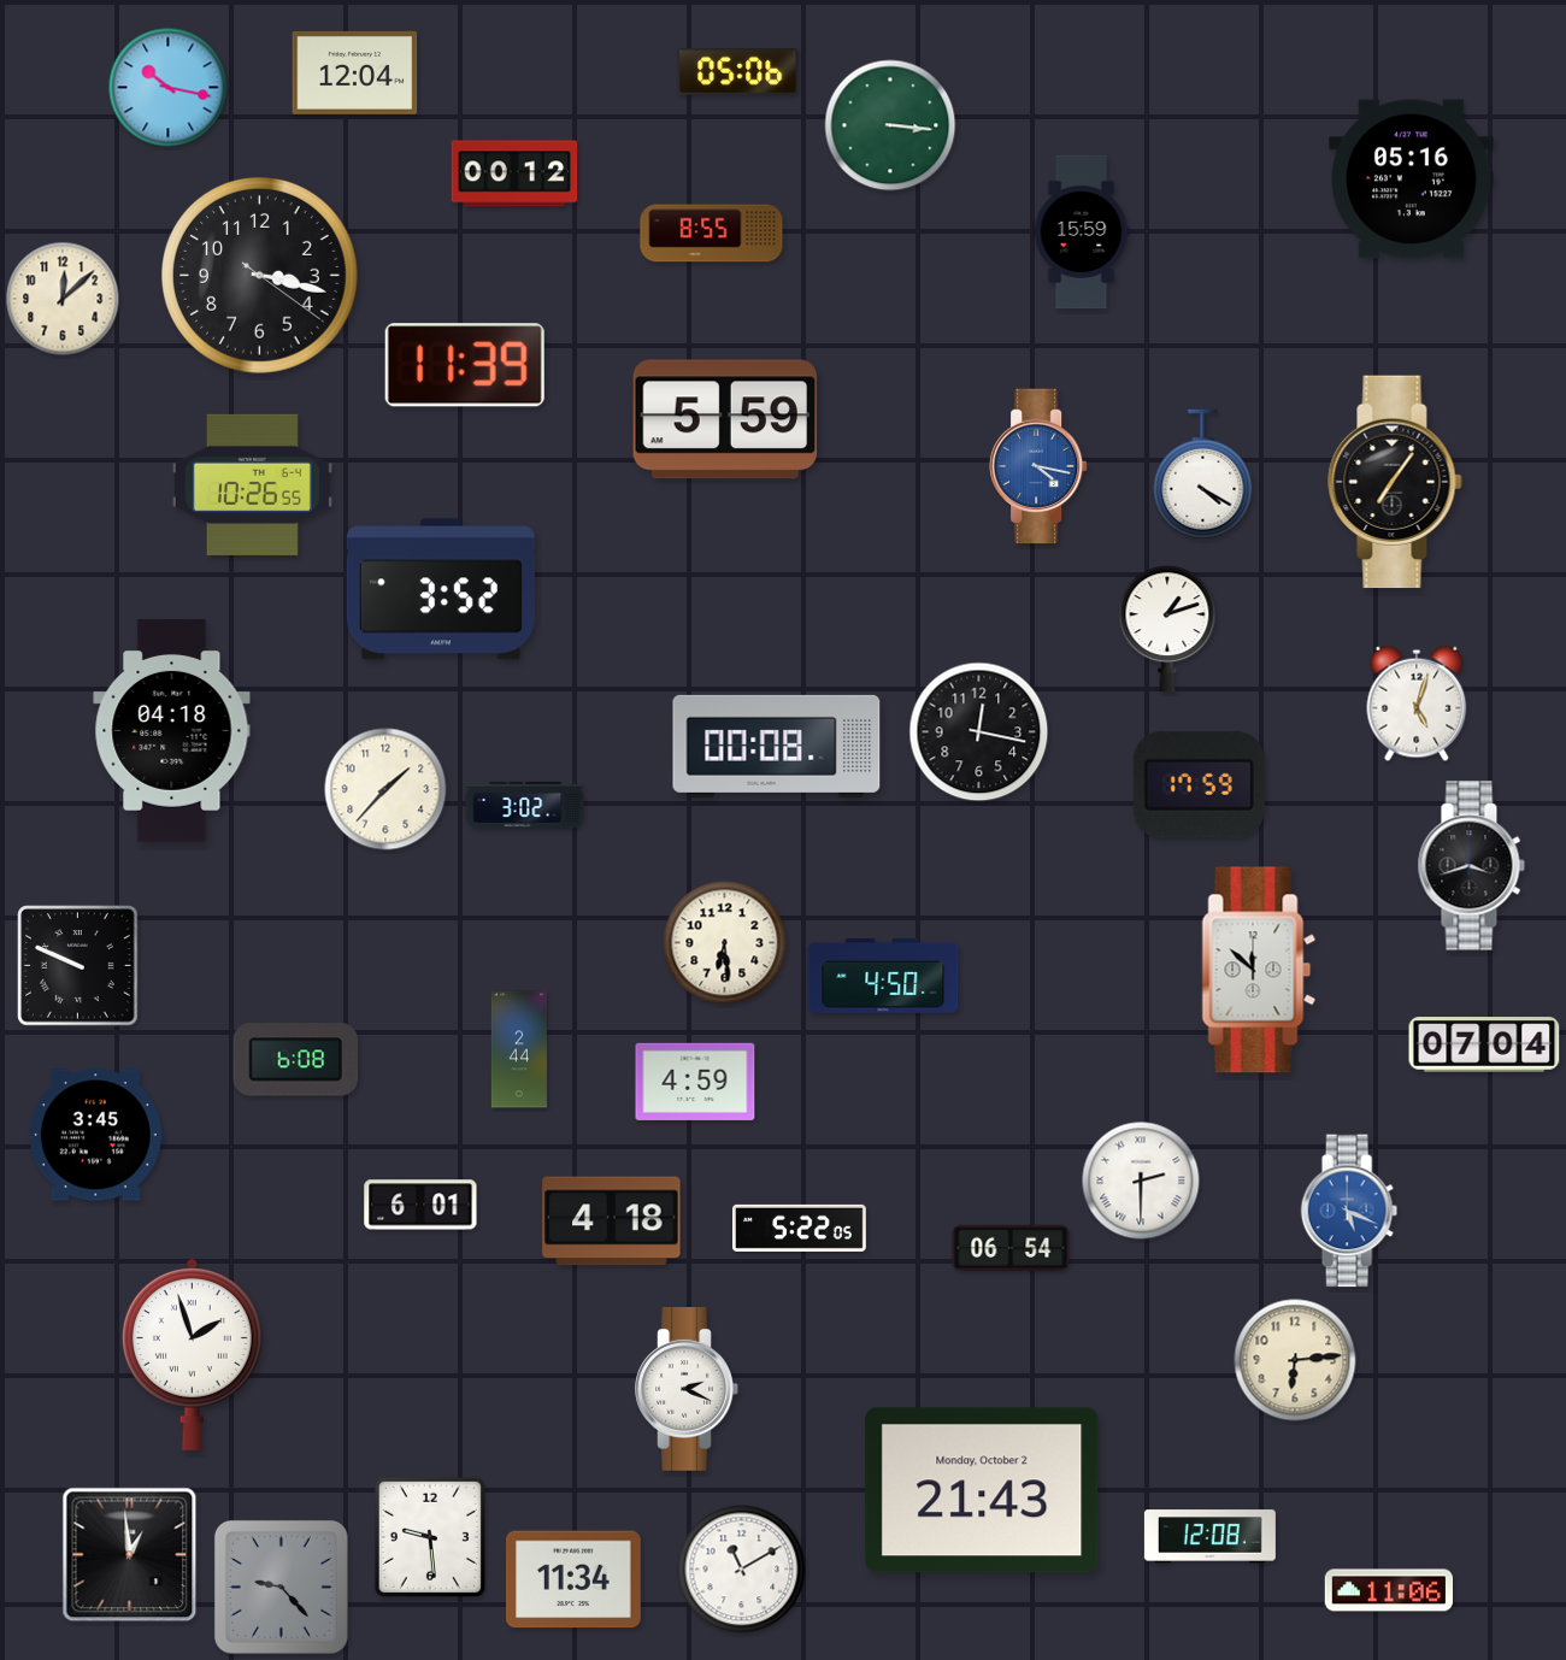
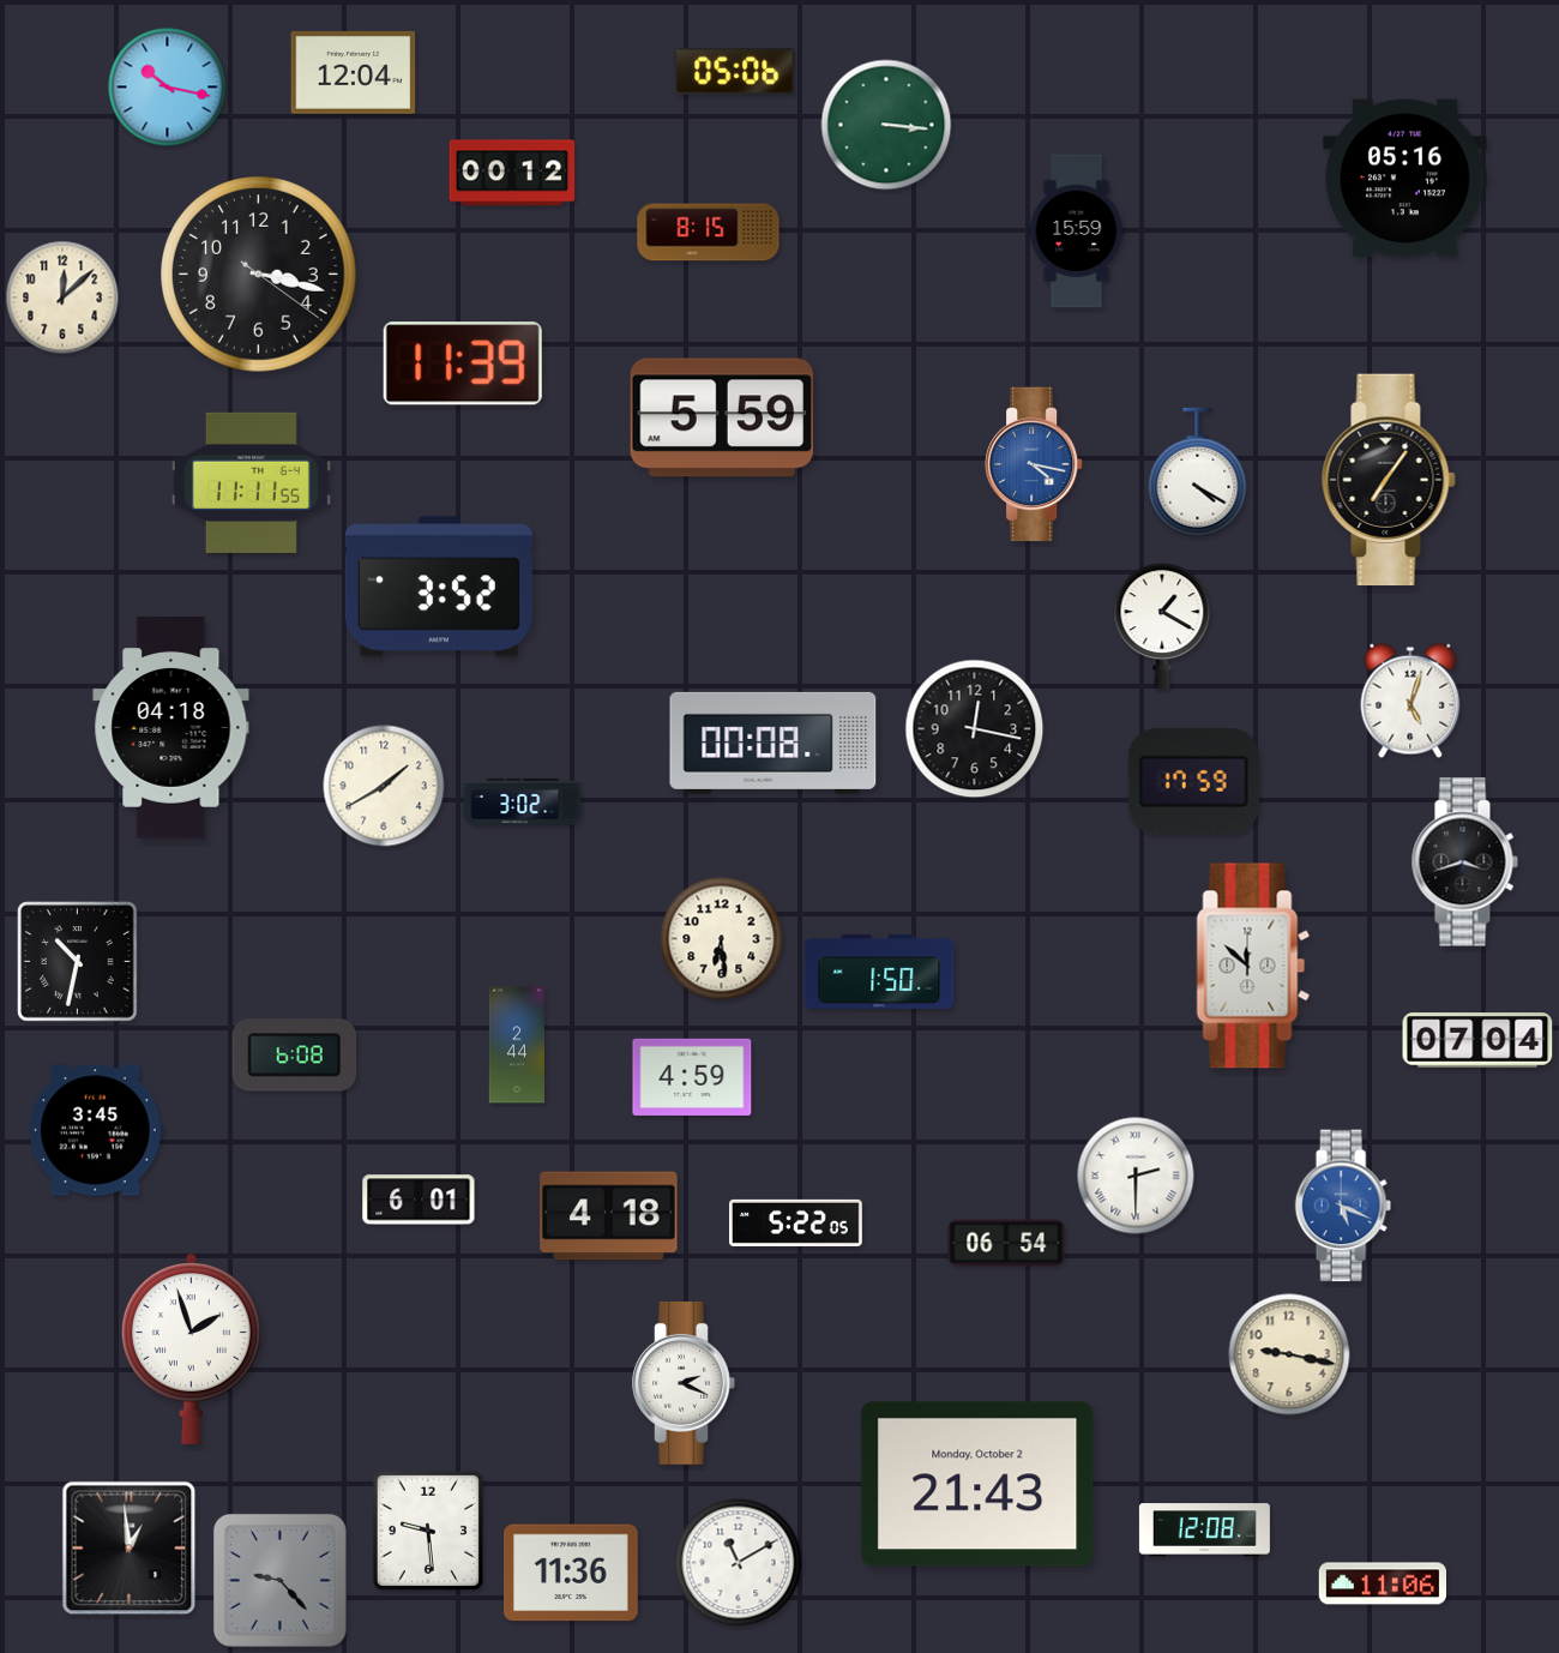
clock at (712, 234): 8:55 -> 8:15
clock at (252, 484): 10:26 -> 11:11
clock at (1167, 629): 1:12 -> 1:20
clock at (385, 789): 1:37 -> 1:40
clock at (78, 966): 9:49 -> 10:32
clock at (883, 976): 4:50 -> 1:50
clock at (1295, 1360): 6:14 -> 9:17
clock at (575, 1579): 11:34 -> 11:36
